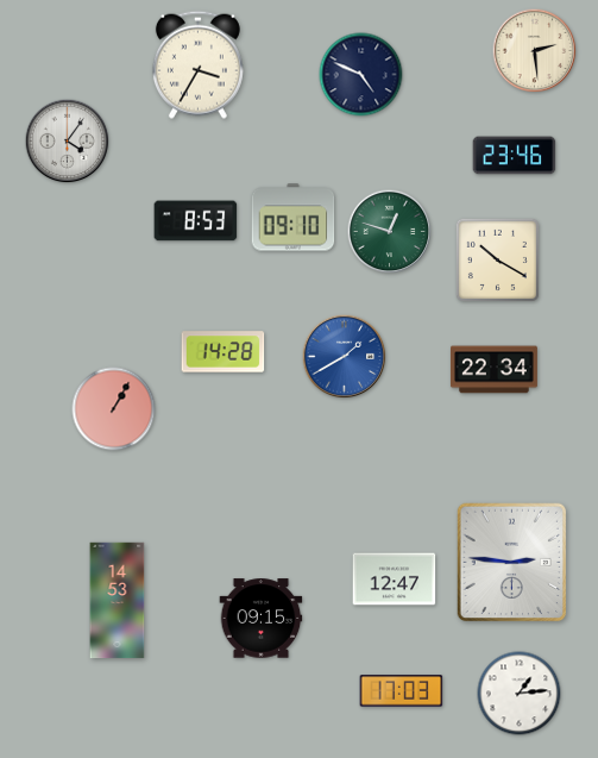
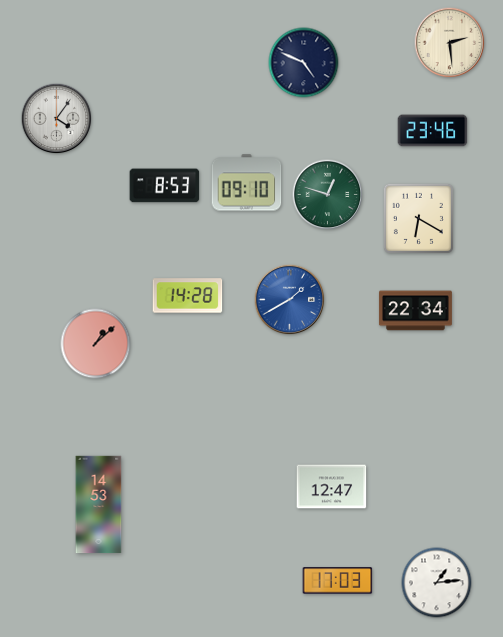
clock at (197, 64): 3:35 -> none
clock at (497, 259): 10:20 -> 6:20
clock at (114, 409): 1:05 -> 1:08
clock at (512, 563): 2:46 -> none
clock at (262, 619): 09:15 -> none
